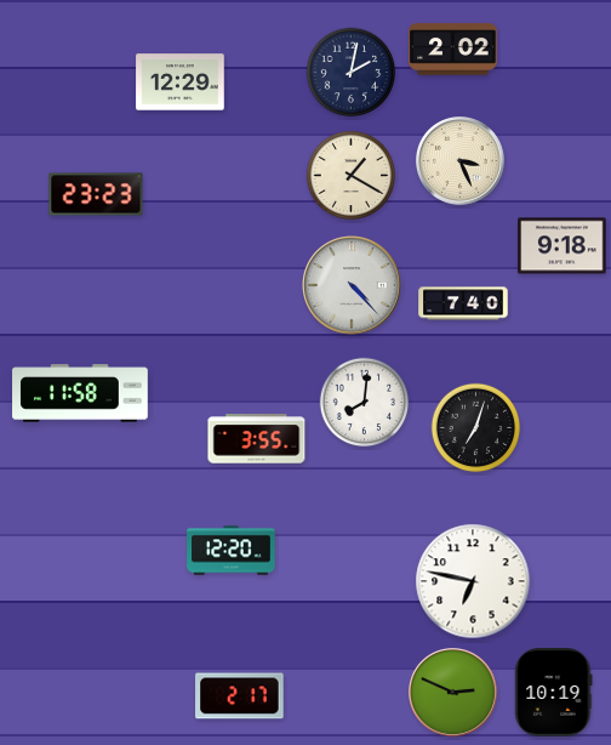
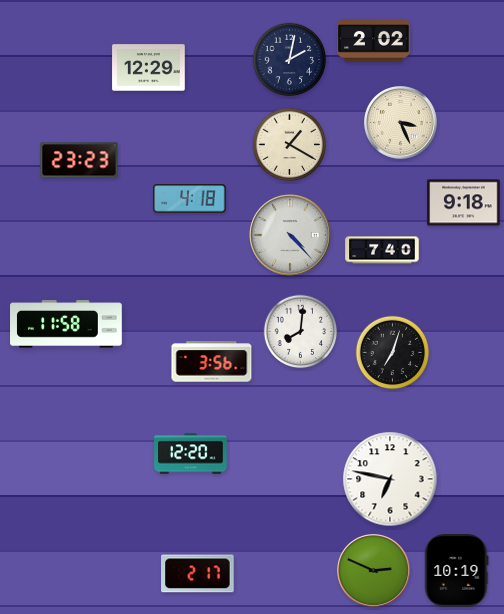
clock at (461, 161) position: (461, 161) -> (401, 123)
clock at (190, 199): none -> 4:18
clock at (257, 439): 3:55 -> 3:56
